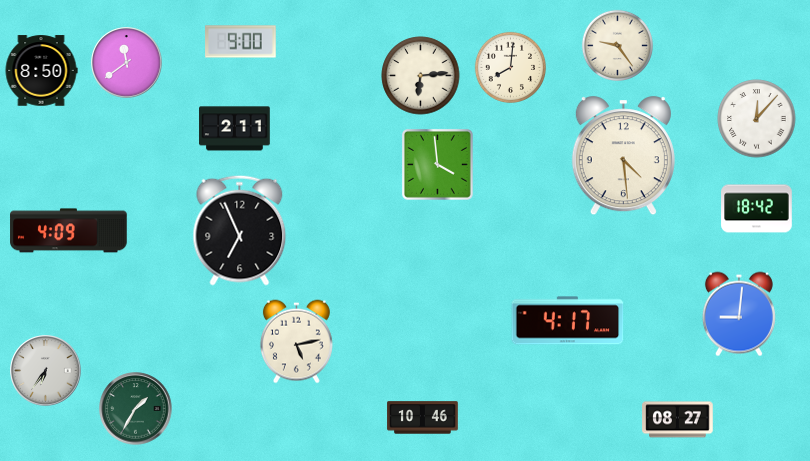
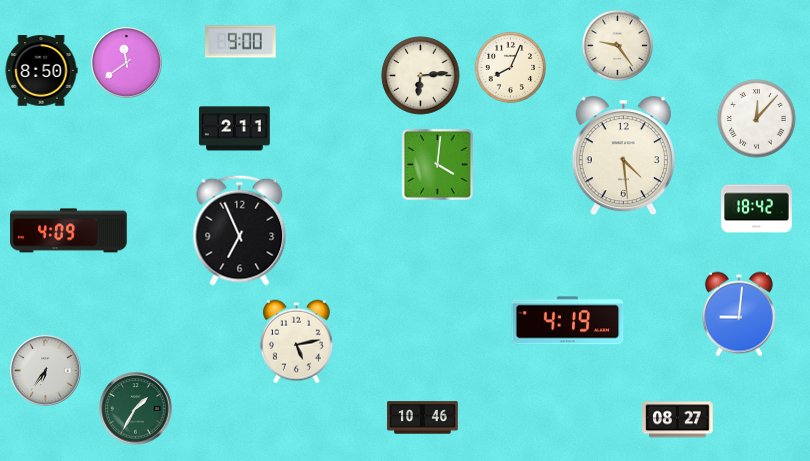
clock at (510, 67): 8:01 -> 8:04
clock at (437, 164): 3:59 -> 4:01
clock at (568, 321): 4:17 -> 4:19
